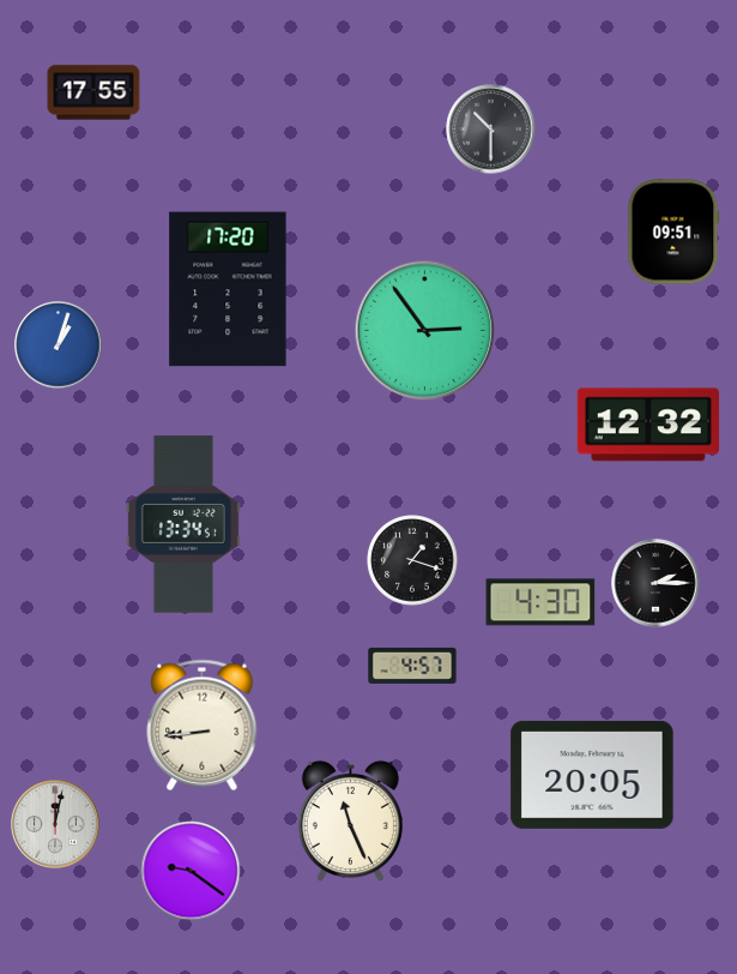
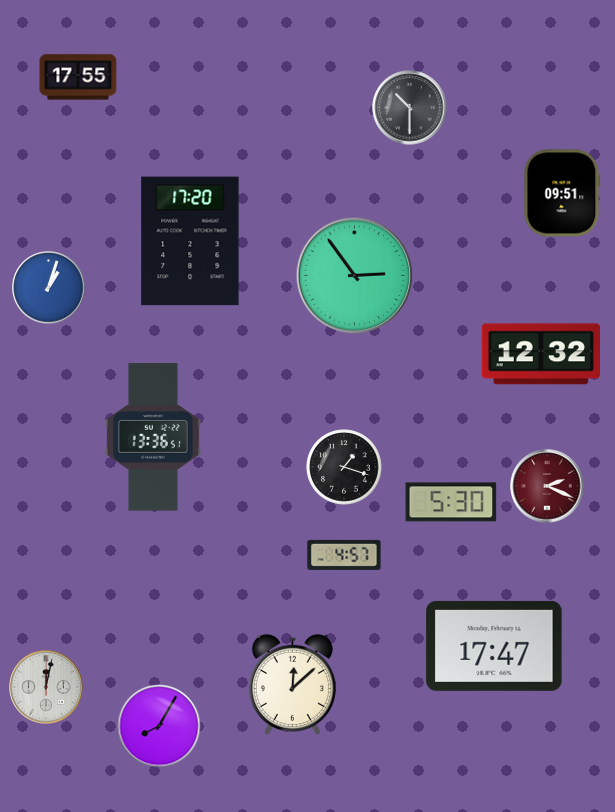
clock at (183, 524): 13:34 -> 13:36
clock at (656, 583): 2:15 -> 2:19
clock at (656, 583) dial: black -> burgundy
clock at (540, 602): 4:30 -> 5:30
clock at (203, 725): 8:44 -> none
clock at (592, 775): 20:05 -> 17:47
clock at (350, 820): 11:26 -> 12:08
clock at (191, 871): 9:21 -> 8:05
